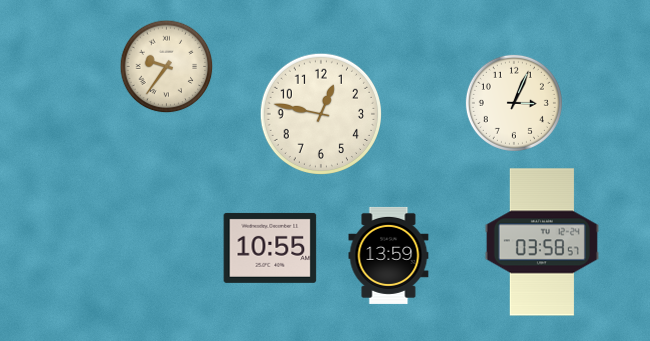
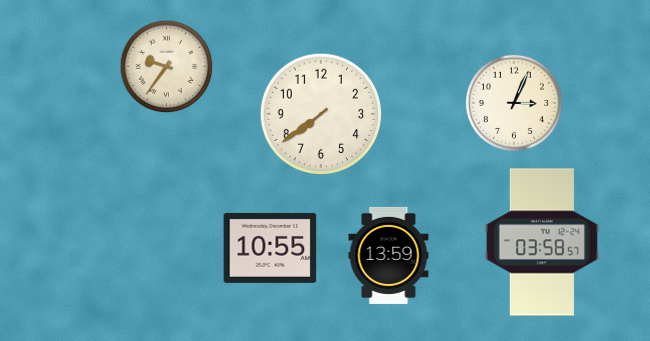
clock at (320, 113): 12:47 -> 7:39
